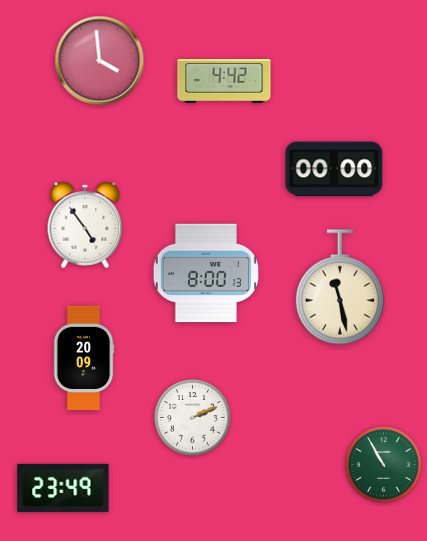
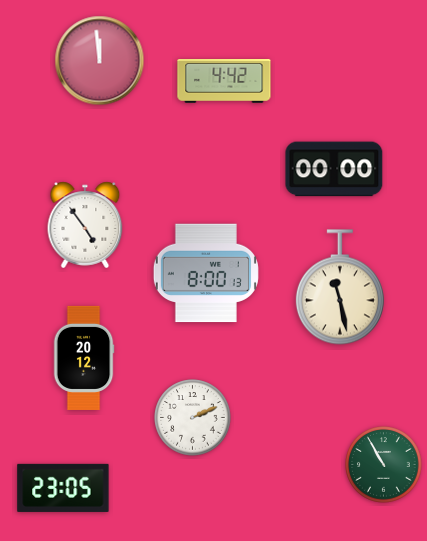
clock at (100, 61): 3:59 -> 11:59
clock at (84, 358): 20:09 -> 20:12
clock at (63, 488): 23:49 -> 23:05
